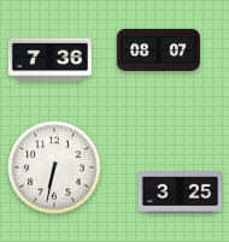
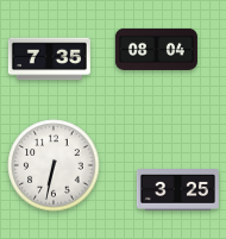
clock at (158, 49): 08:07 -> 08:04
clock at (49, 60): 7:36 -> 7:35
